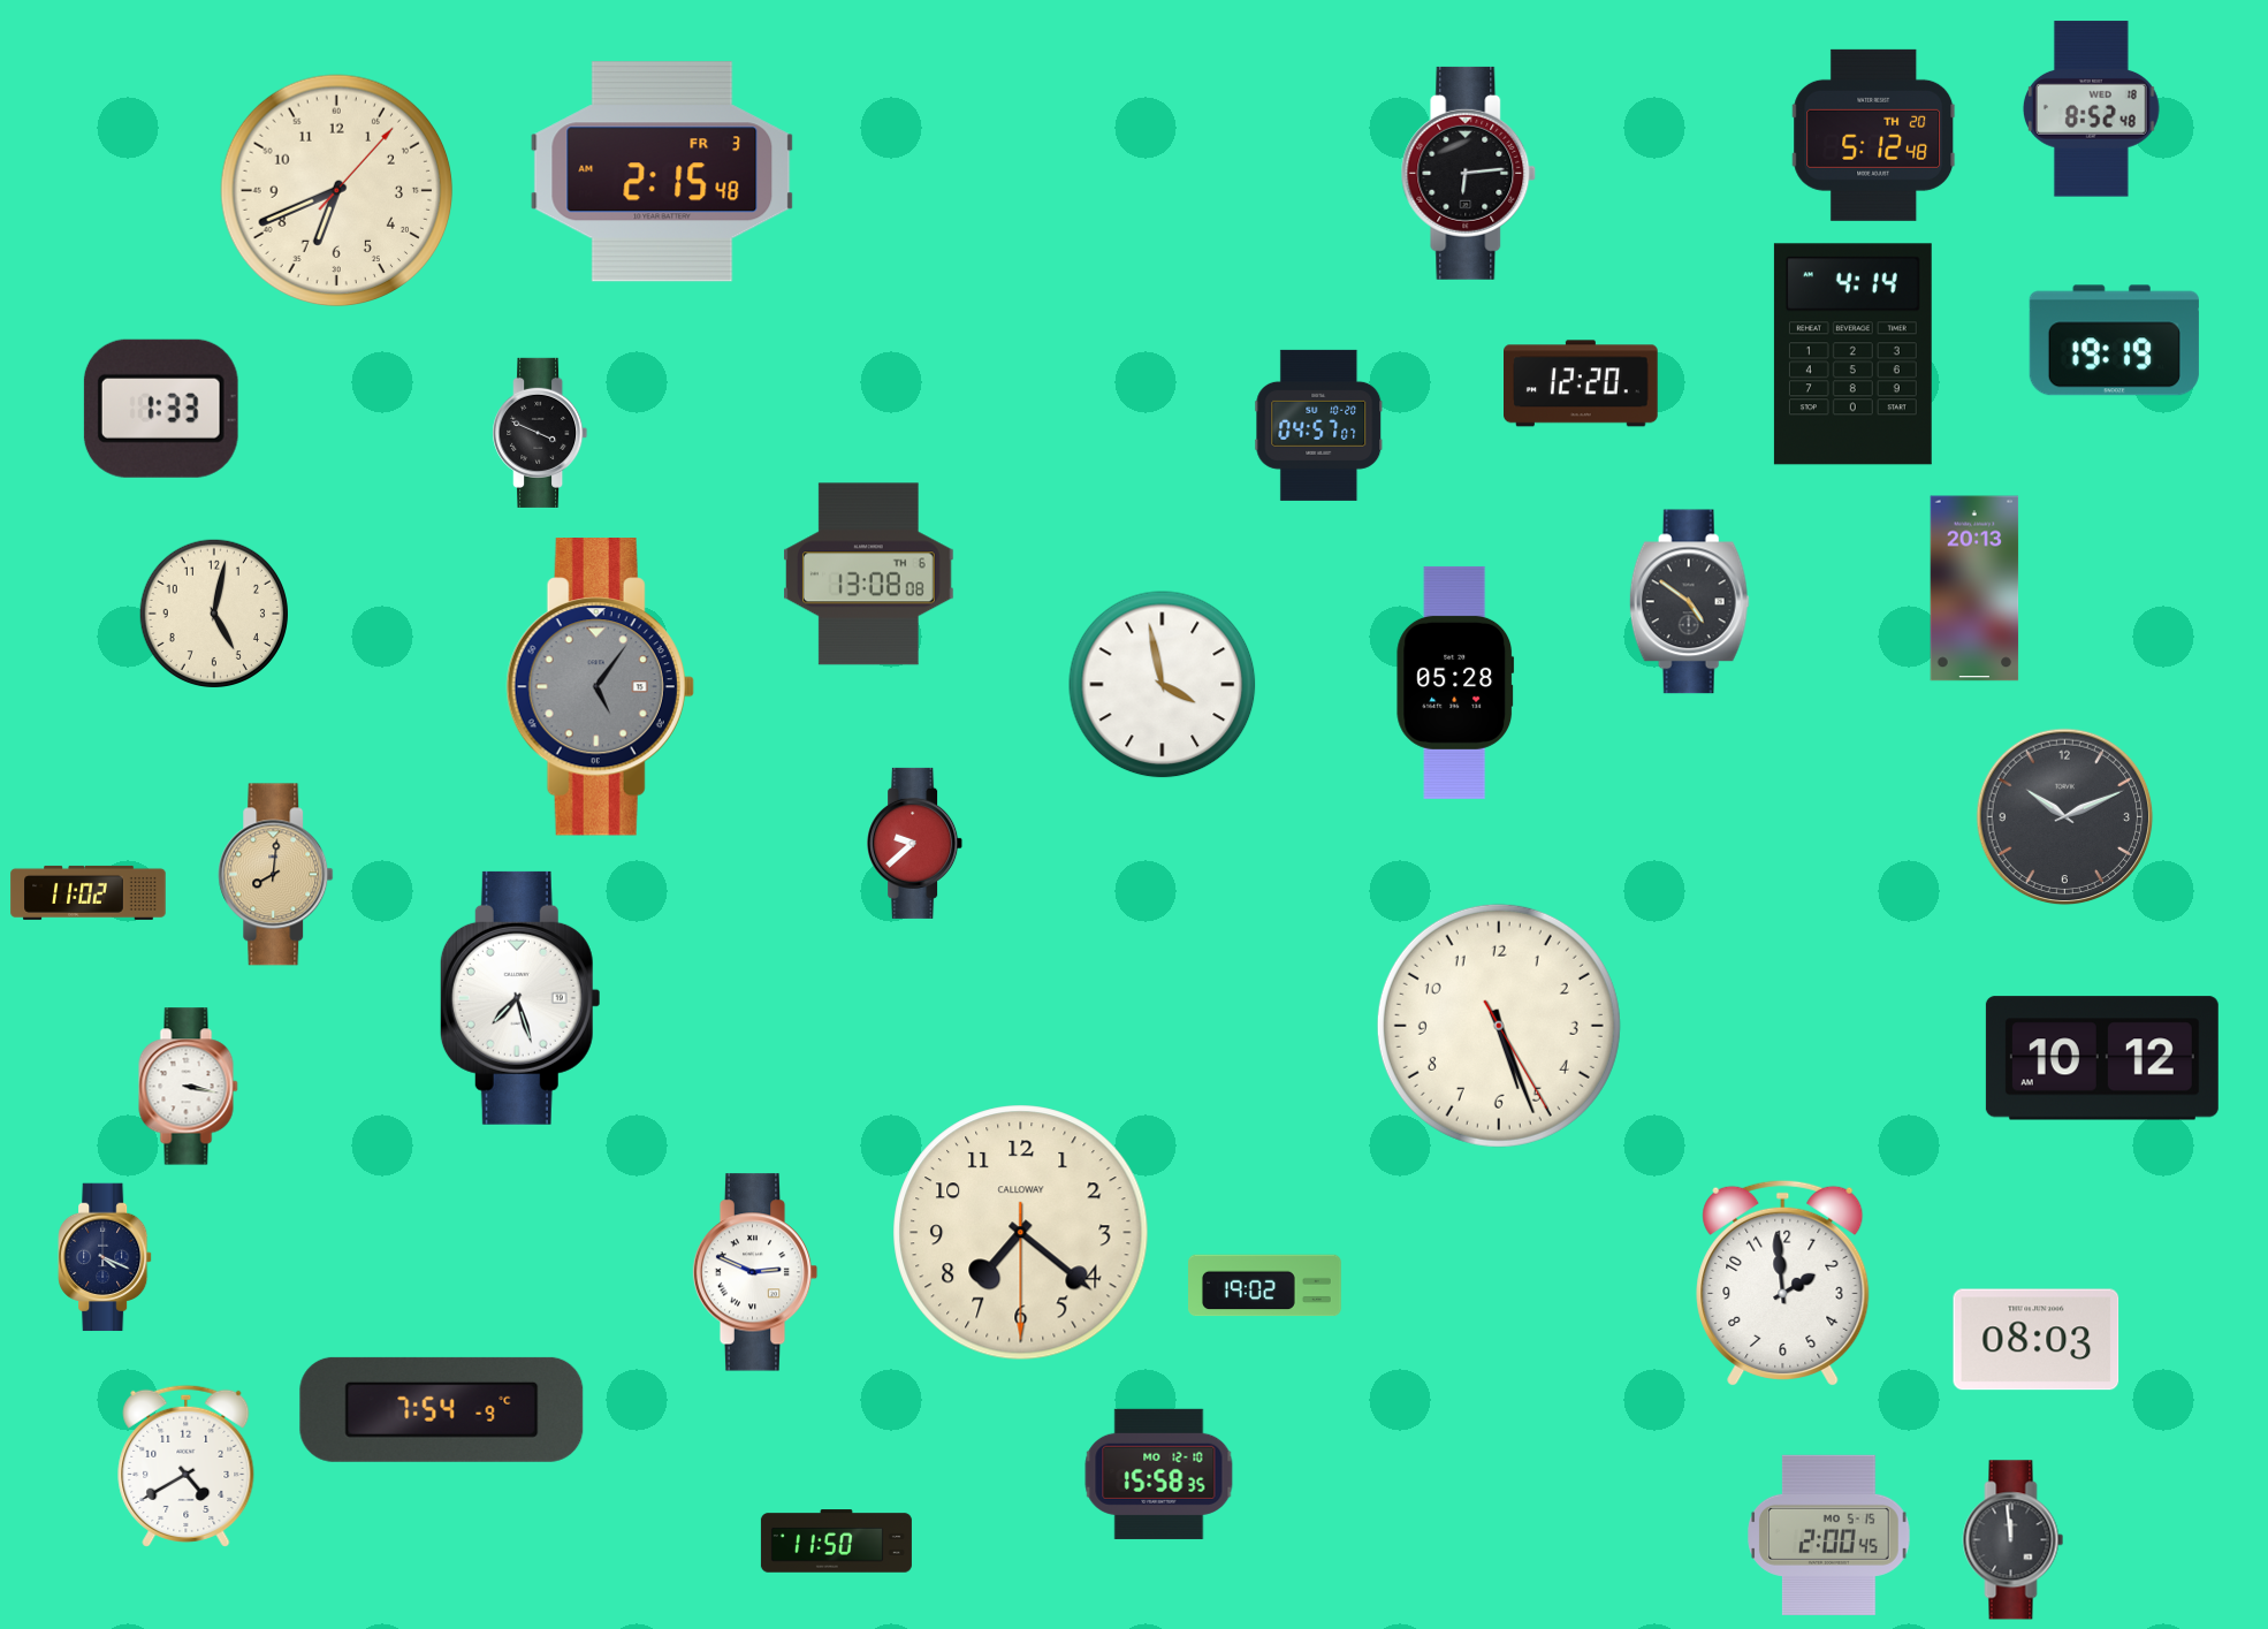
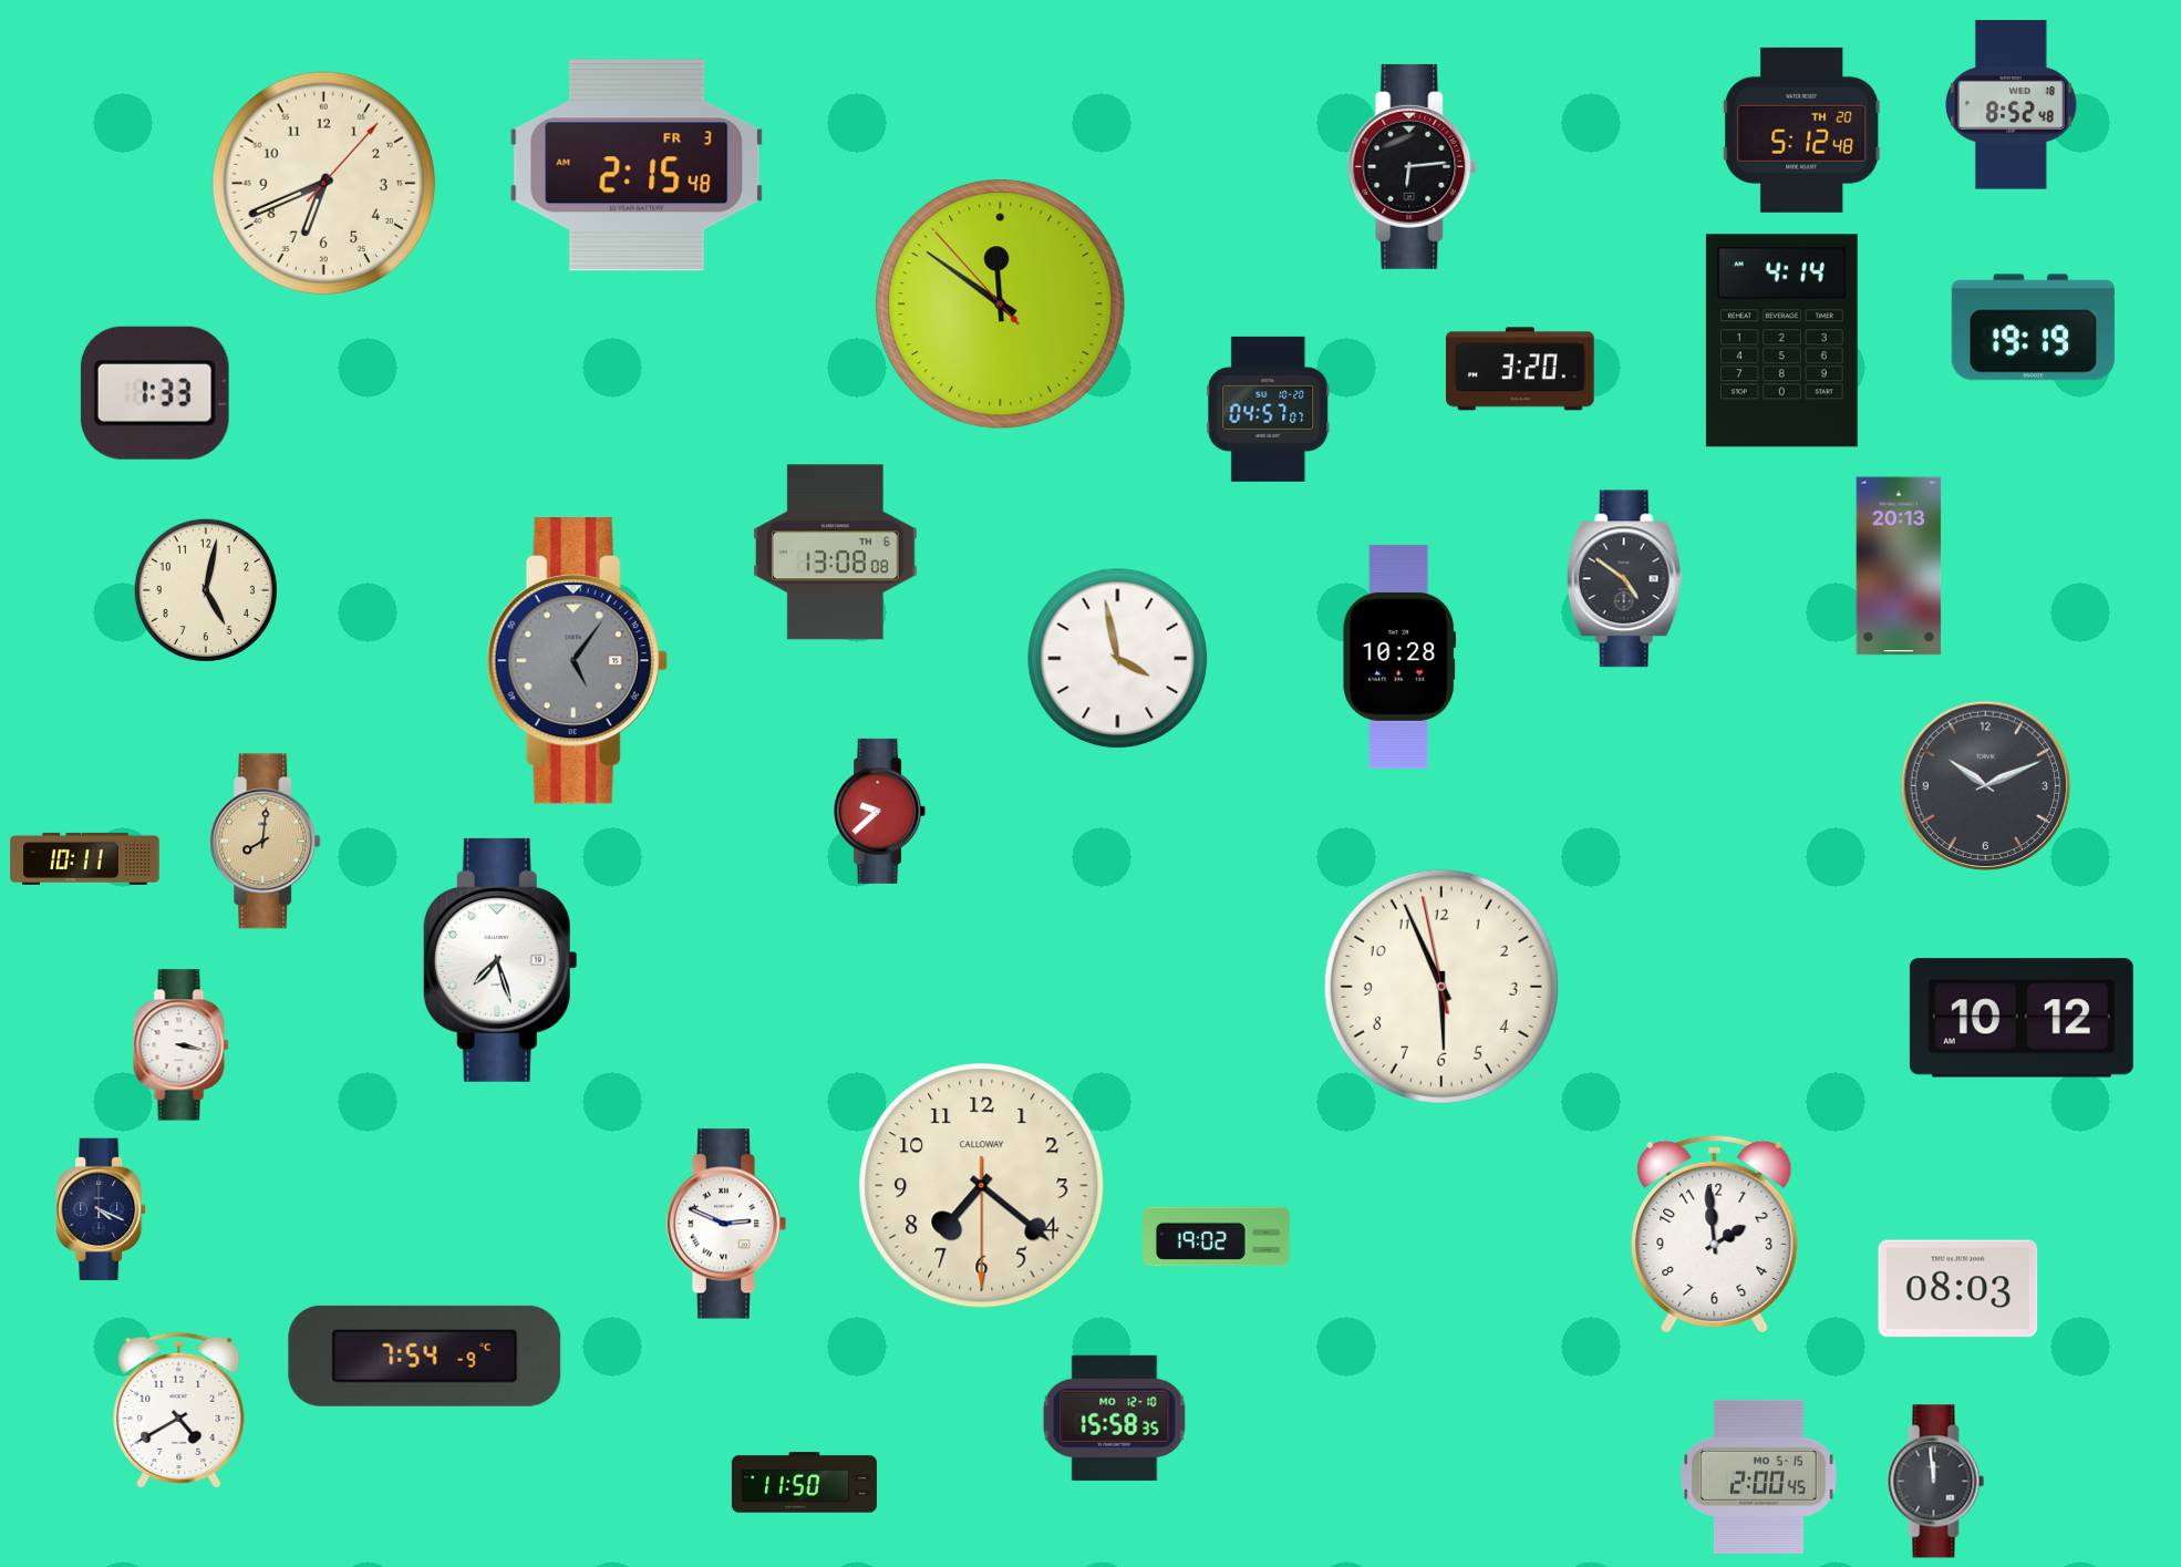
clock at (1001, 305): none -> 11:50
clock at (1582, 383): 12:20 -> 3:20
clock at (540, 433): 3:49 -> none
clock at (1455, 683): 05:28 -> 10:28
clock at (89, 892): 11:02 -> 10:11
clock at (1499, 1026): 5:26 -> 5:55
